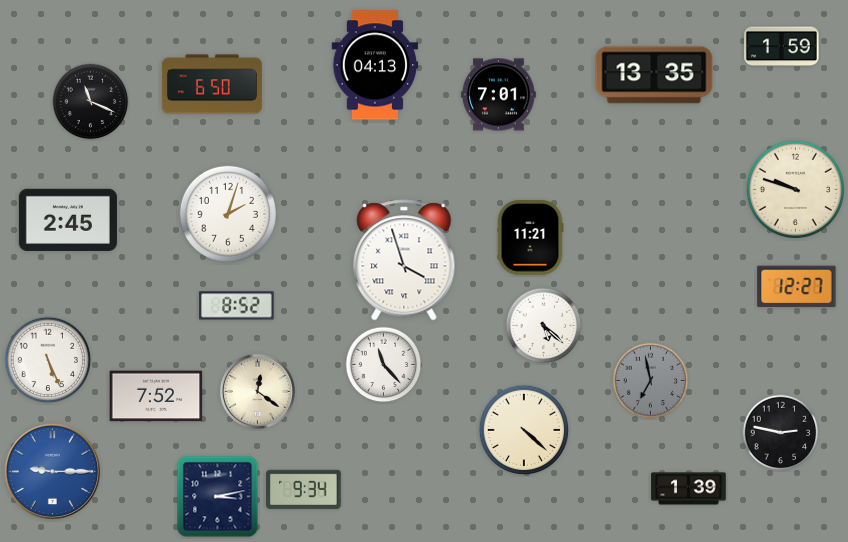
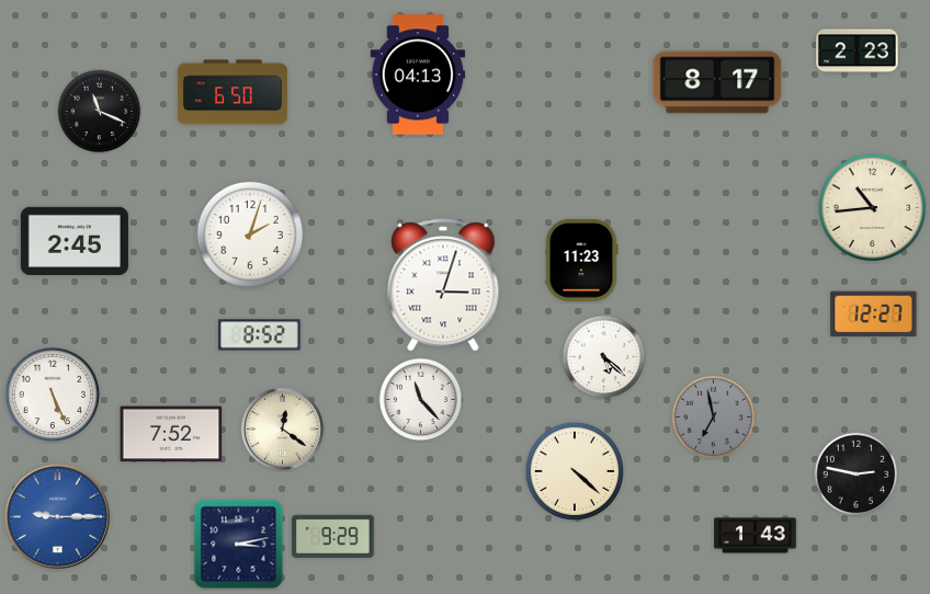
clock at (782, 47): 1:59 -> 2:23
clock at (375, 65) position: (375, 65) -> (418, 75)
clock at (654, 75): 13:35 -> 8:17
clock at (499, 95): 7:01 -> none
clock at (795, 189): 9:48 -> 10:44
clock at (530, 238): 11:21 -> 11:23
clock at (404, 260): 3:57 -> 3:03
clock at (544, 326) position: (544, 326) -> (604, 357)
clock at (304, 489): 9:34 -> 9:29
clock at (689, 489): 1:39 -> 1:43
